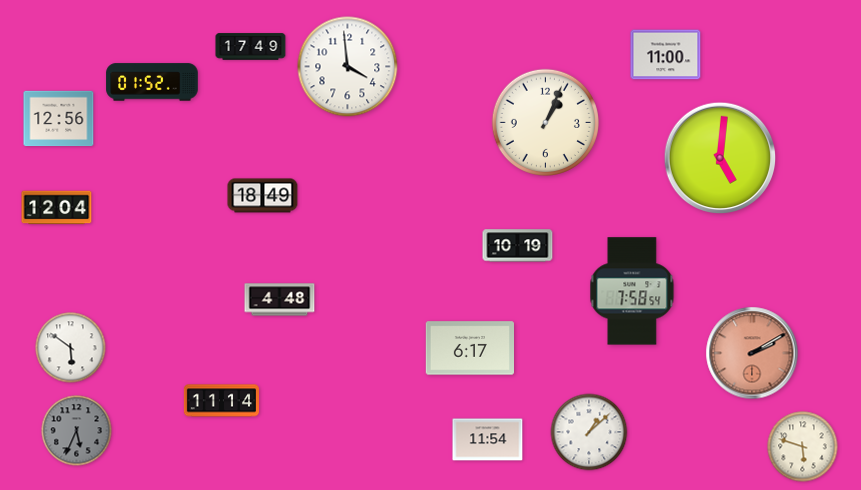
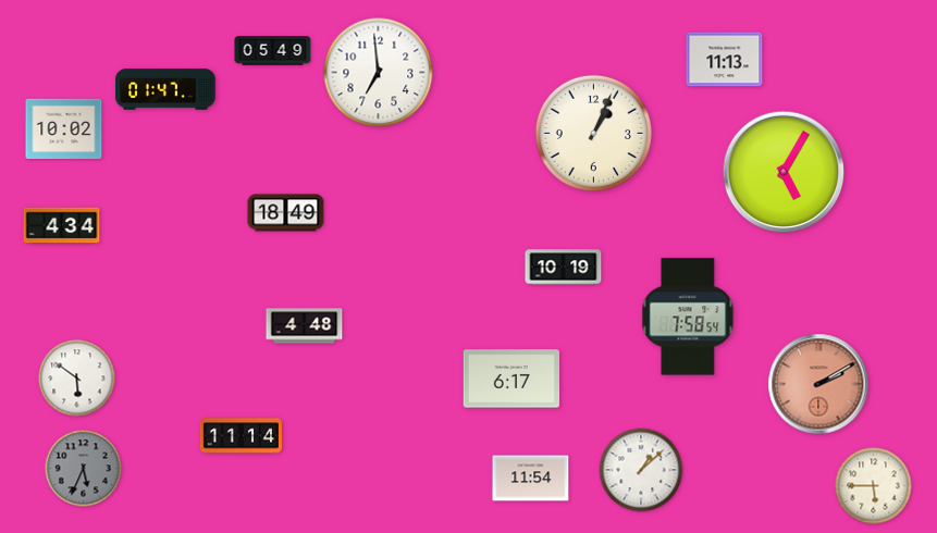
clock at (251, 47): 17:49 -> 05:49
clock at (666, 55): 11:00 -> 11:13
clock at (348, 67): 3:59 -> 6:59
clock at (152, 82): 01:52 -> 01:47
clock at (59, 119): 12:56 -> 10:02
clock at (720, 158): 5:01 -> 5:05
clock at (57, 208): 12:04 -> 4:34
clock at (803, 447): 5:48 -> 5:45
